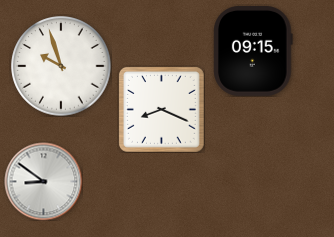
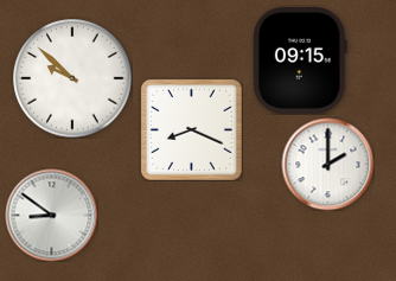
clock at (61, 66): 9:57 -> 9:52
clock at (327, 164): none -> 2:00
